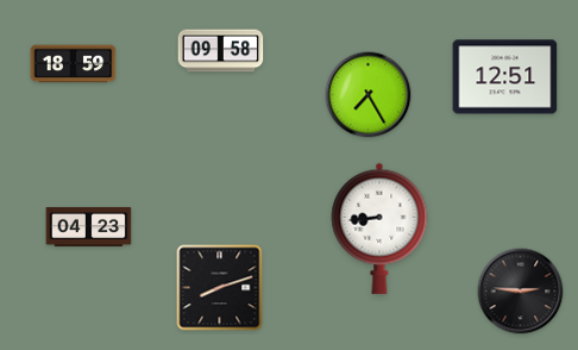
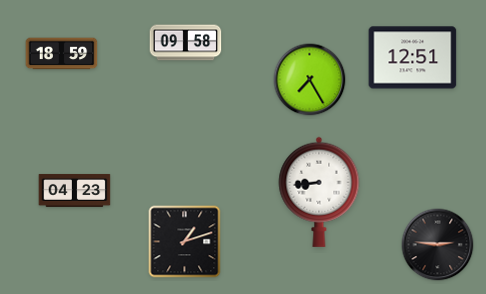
clock at (505, 77) position: (505, 77) -> (413, 58)
clock at (220, 288): 8:12 -> 1:12
